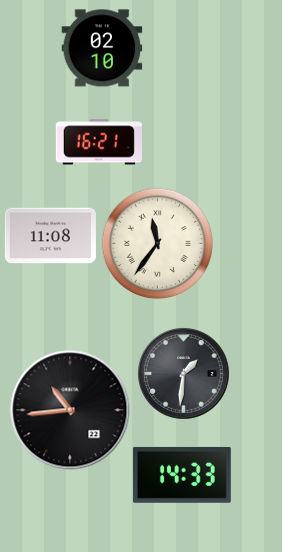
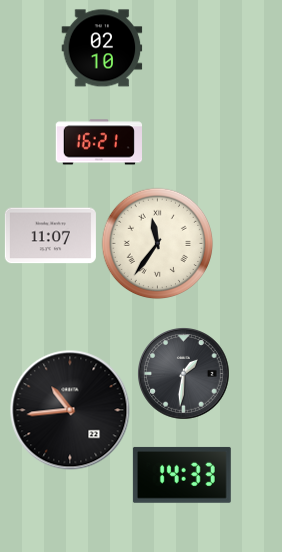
clock at (50, 236): 11:08 -> 11:07
